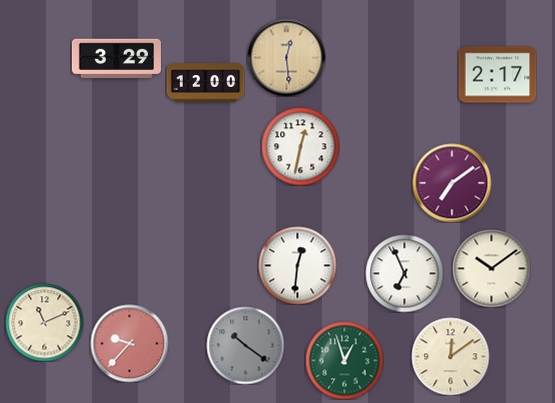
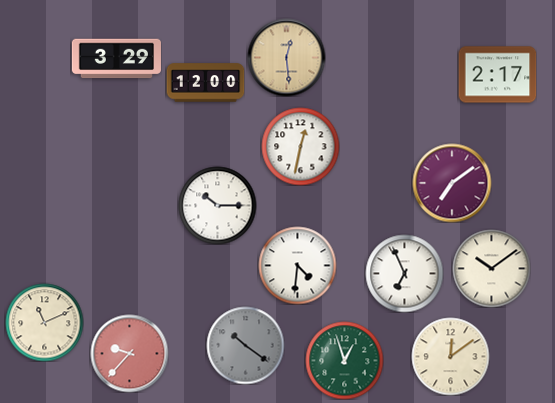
clock at (217, 205): none -> 10:15
clock at (297, 265): 12:31 -> 4:31
clock at (129, 343) position: (129, 343) -> (129, 353)
